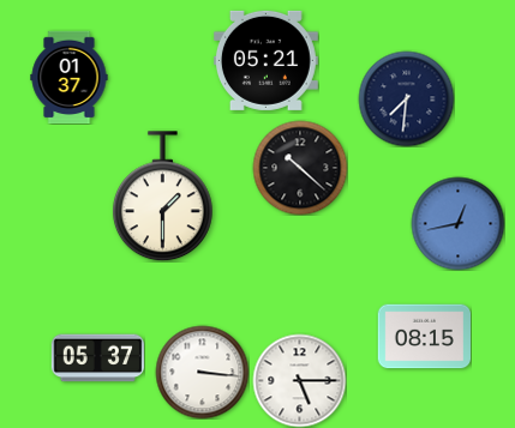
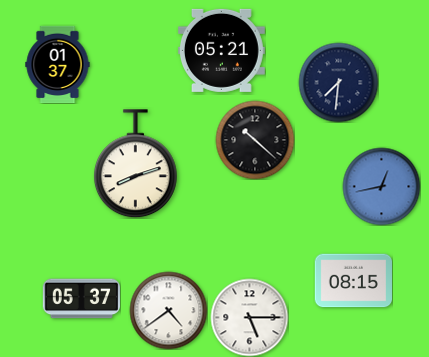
clock at (300, 168) position: (300, 168) -> (255, 140)
clock at (162, 197): 1:30 -> 8:12
clock at (202, 372): 3:16 -> 4:39
